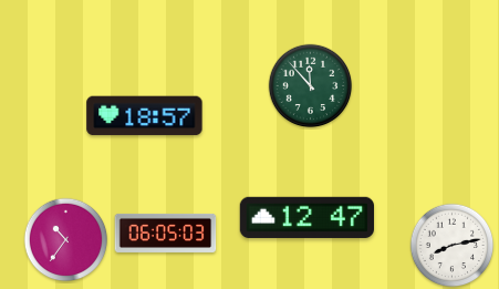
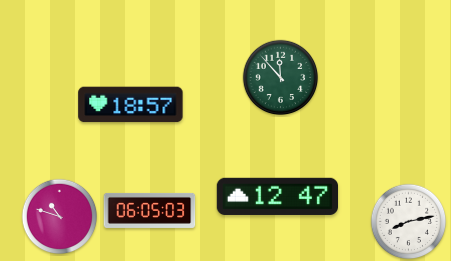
clock at (66, 240): 10:36 -> 10:48
